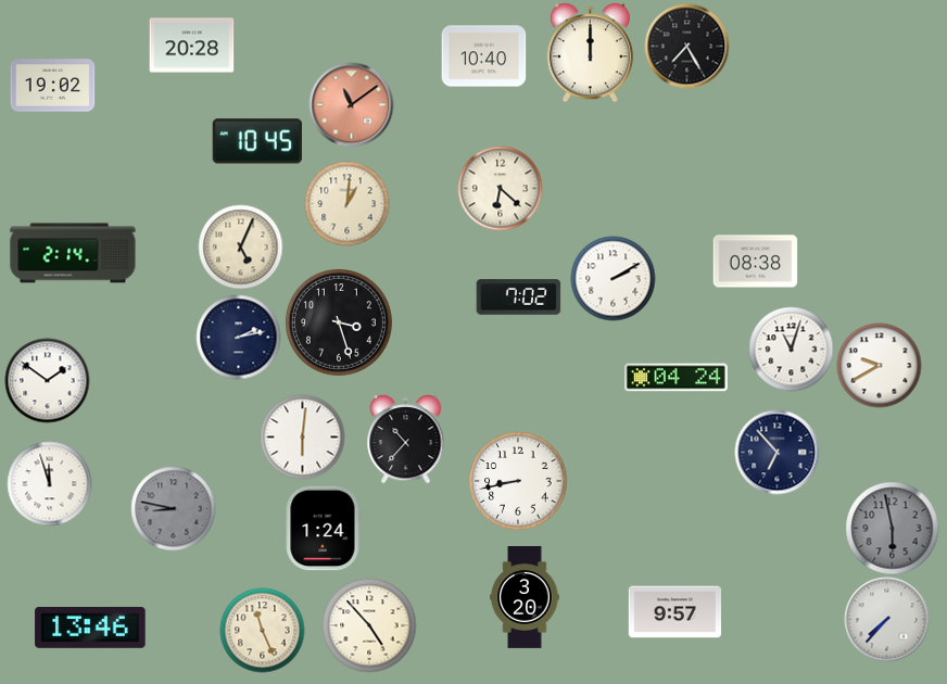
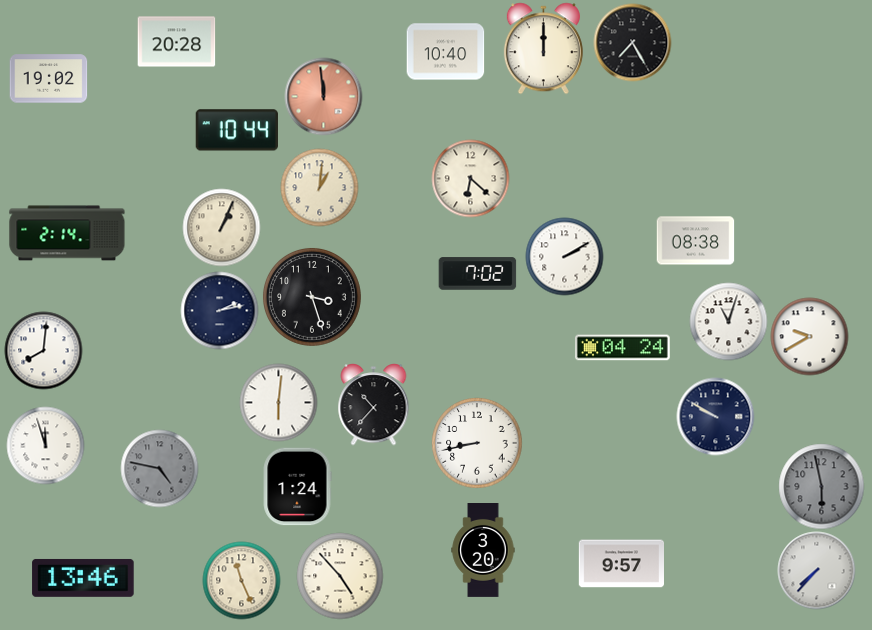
clock at (351, 104): 11:09 -> 11:59
clock at (257, 141): 10:45 -> 10:44
clock at (500, 188) position: (500, 188) -> (470, 178)
clock at (240, 246): 5:04 -> 1:04
clock at (47, 380): 1:51 -> 8:01
clock at (776, 452): 6:53 -> 9:50
clock at (173, 508): 8:47 -> 4:47
